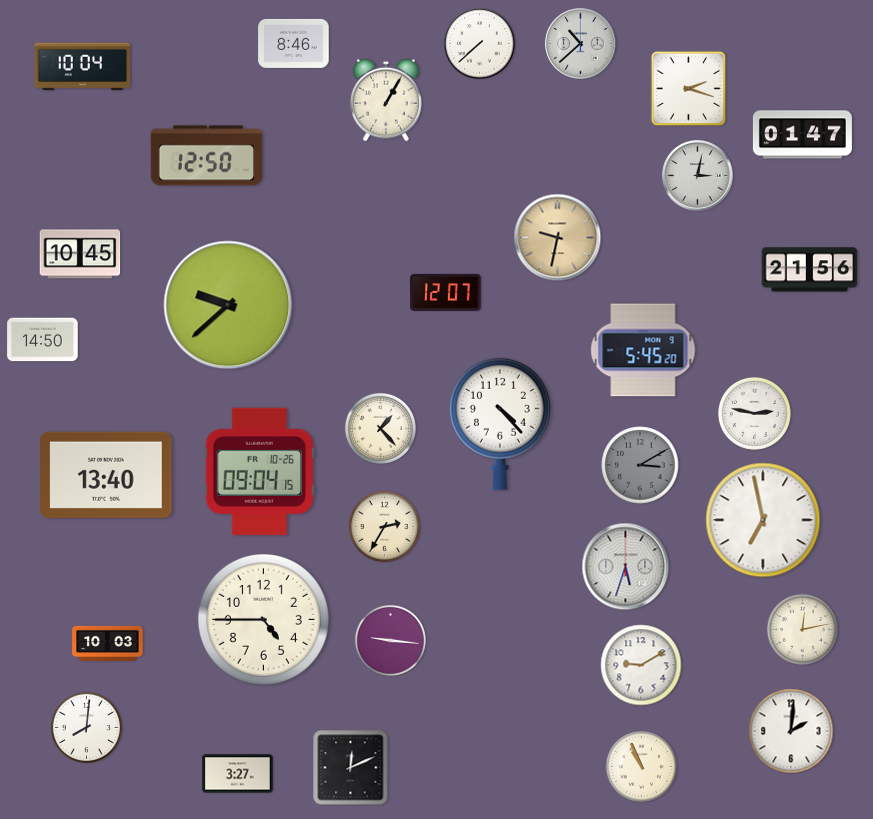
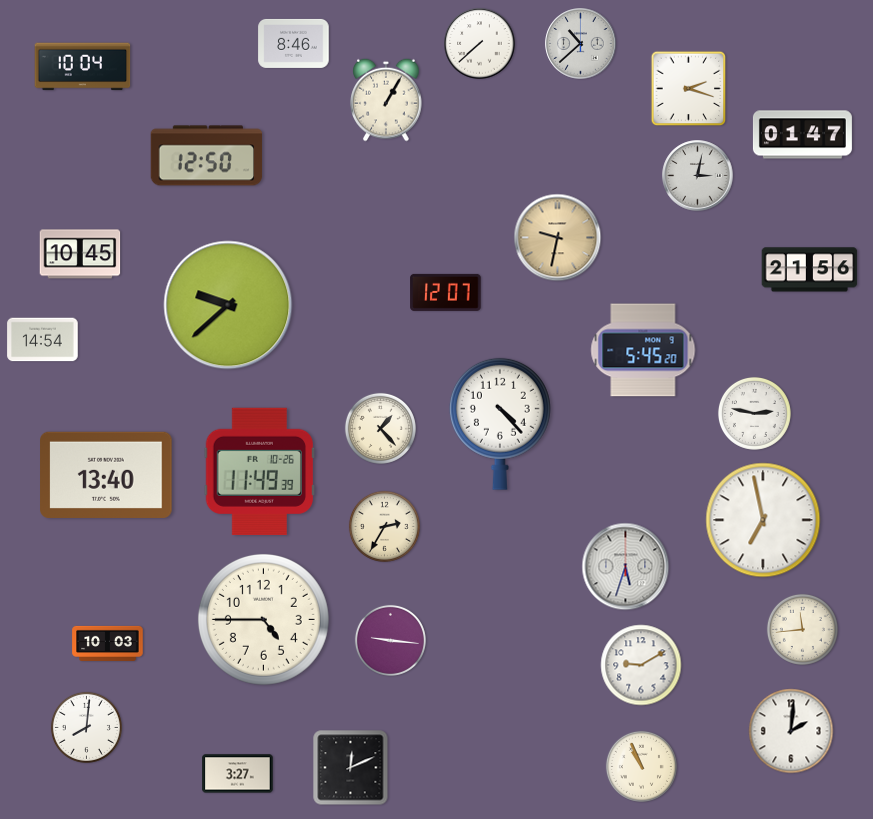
clock at (43, 340): 14:50 -> 14:54
clock at (640, 465): 3:10 -> none
clock at (260, 471): 09:04 -> 11:49
clock at (802, 629): 12:13 -> 11:44
